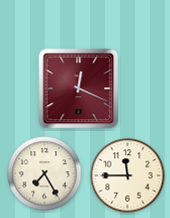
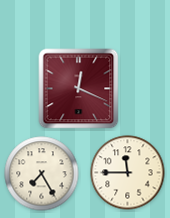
clock at (45, 174) position: (45, 174) -> (42, 174)
clock at (128, 176) position: (128, 176) -> (128, 173)
